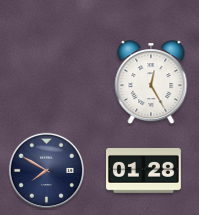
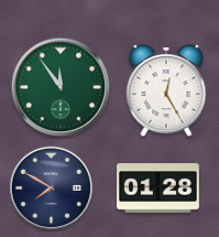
clock at (61, 87): none -> 11:54
